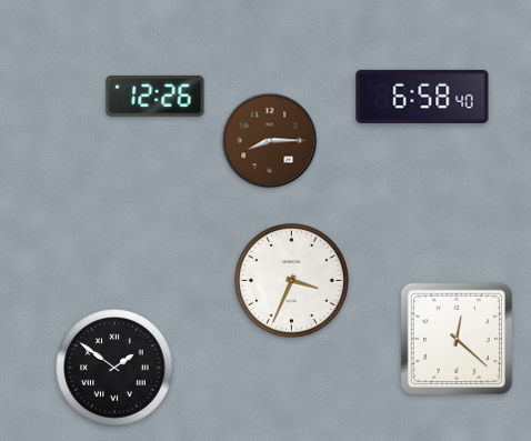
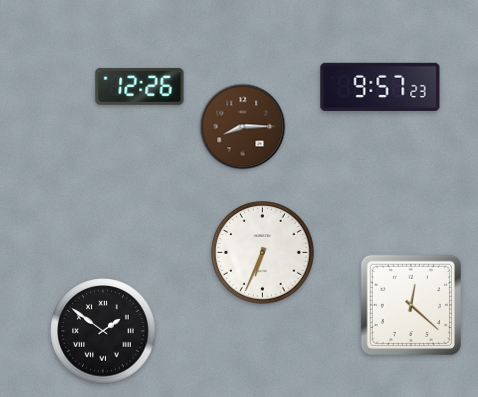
clock at (422, 97): 6:58 -> 9:57
clock at (292, 281): 3:34 -> 6:34
